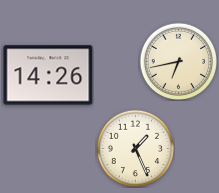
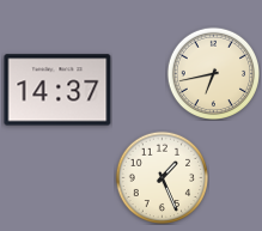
clock at (48, 75): 14:26 -> 14:37
